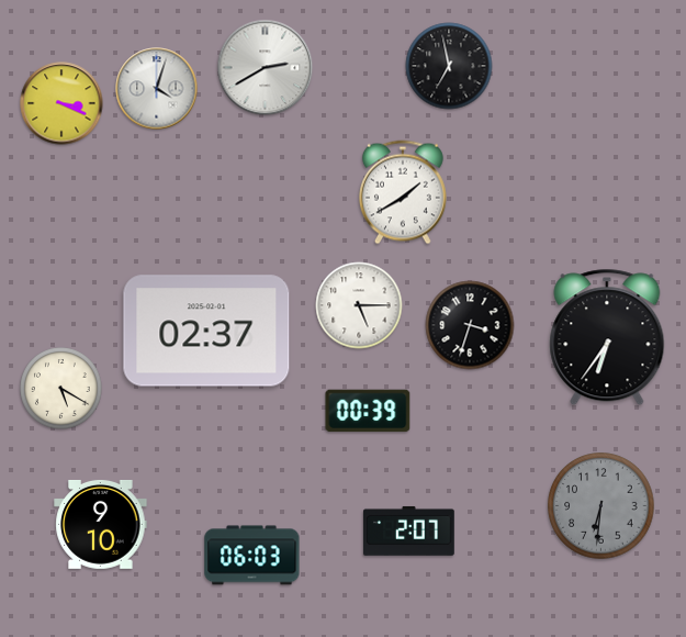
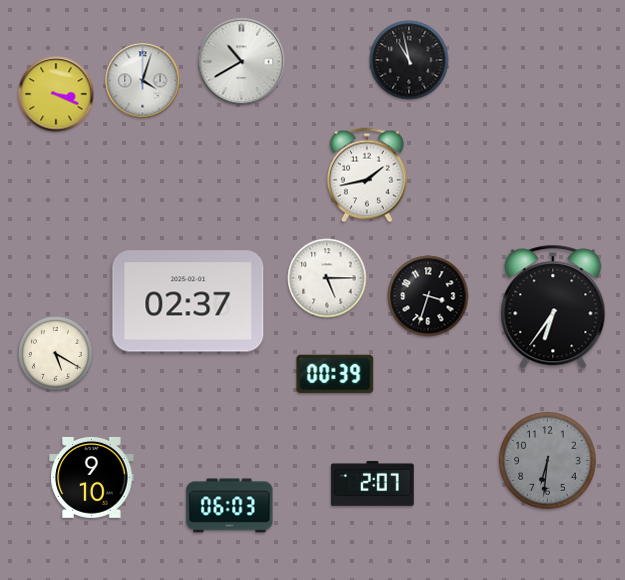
clock at (449, 66): 6:58 -> 10:58
clock at (266, 68): 2:40 -> 10:40
clock at (403, 192): 1:40 -> 1:43
